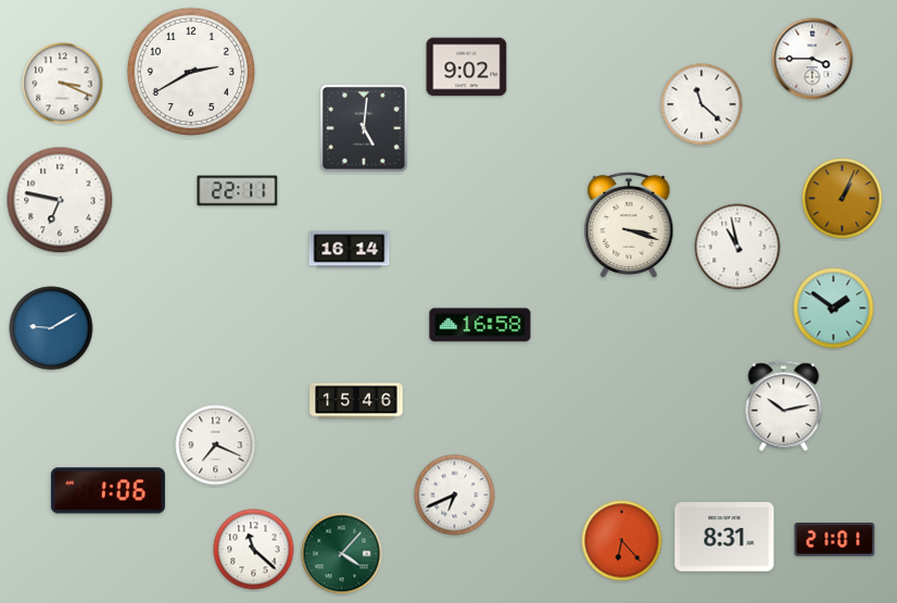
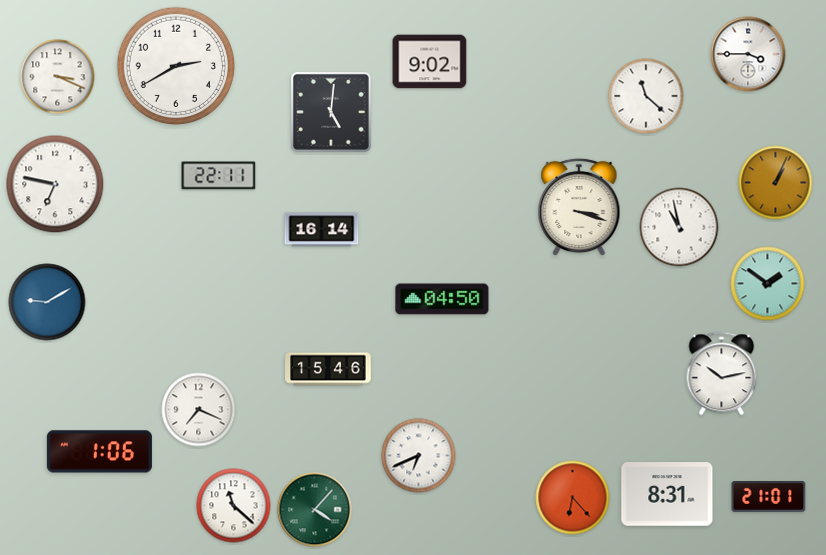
clock at (365, 129) position: (365, 129) -> (332, 113)
clock at (480, 325): 16:58 -> 04:50
